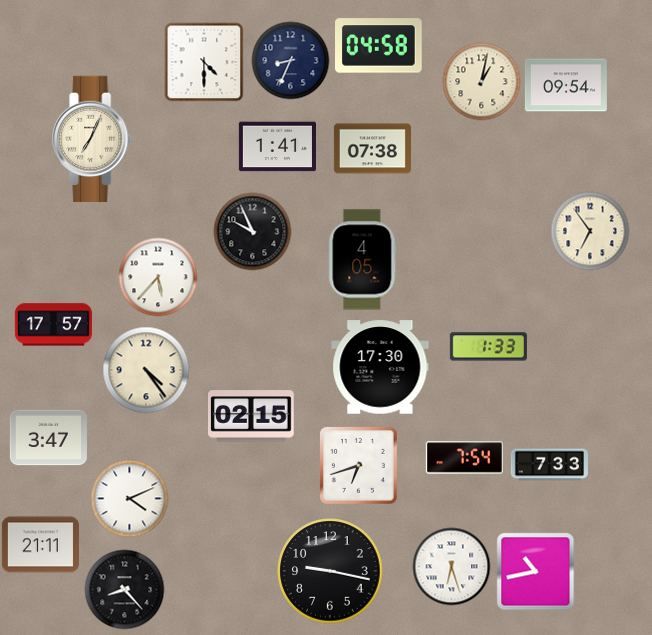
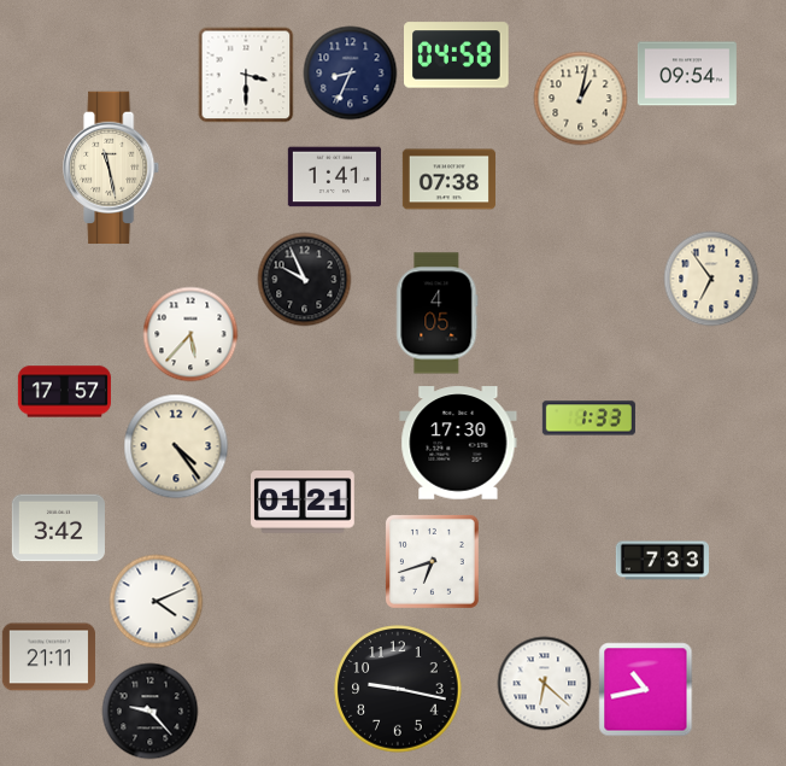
clock at (204, 62): 4:30 -> 3:30
clock at (566, 85) position: (566, 85) -> (687, 74)
clock at (93, 138): 7:04 -> 11:28
clock at (252, 416): 02:15 -> 01:21
clock at (48, 438): 3:47 -> 3:42
clock at (464, 458): 7:54 -> none
clock at (451, 566): 6:27 -> 6:22
clock at (124, 589): 8:23 -> 9:23
